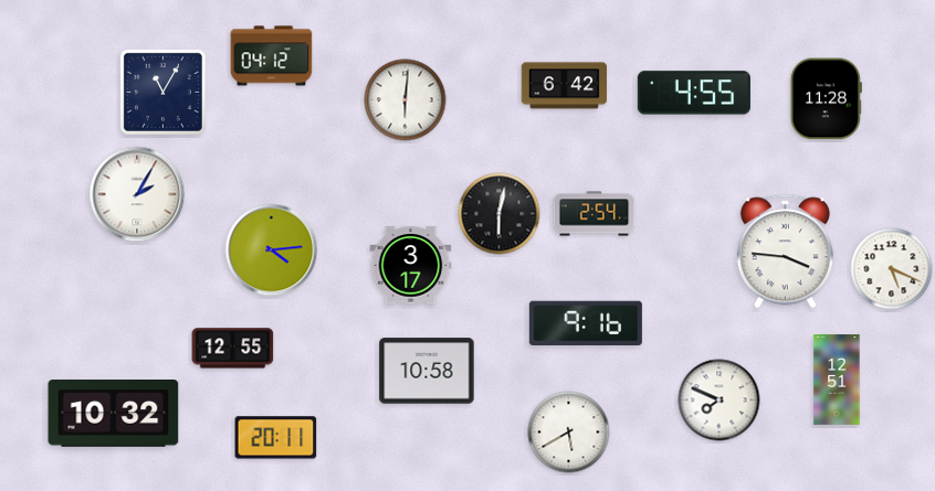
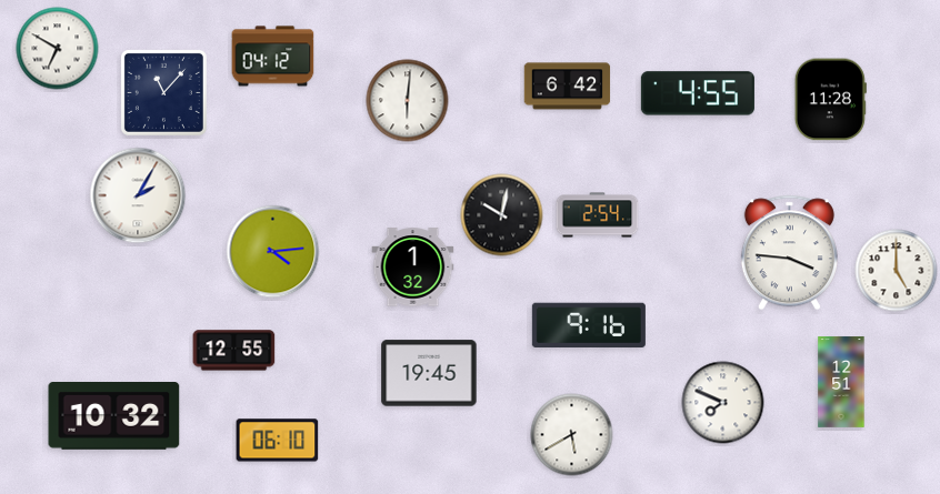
clock at (58, 49): none -> 6:50
clock at (162, 92): 11:05 -> 11:07
clock at (500, 214): 6:02 -> 10:02
clock at (411, 266): 3:17 -> 1:32
clock at (892, 269): 5:19 -> 5:00
clock at (427, 371): 10:58 -> 19:45
clock at (276, 438): 20:11 -> 06:10
